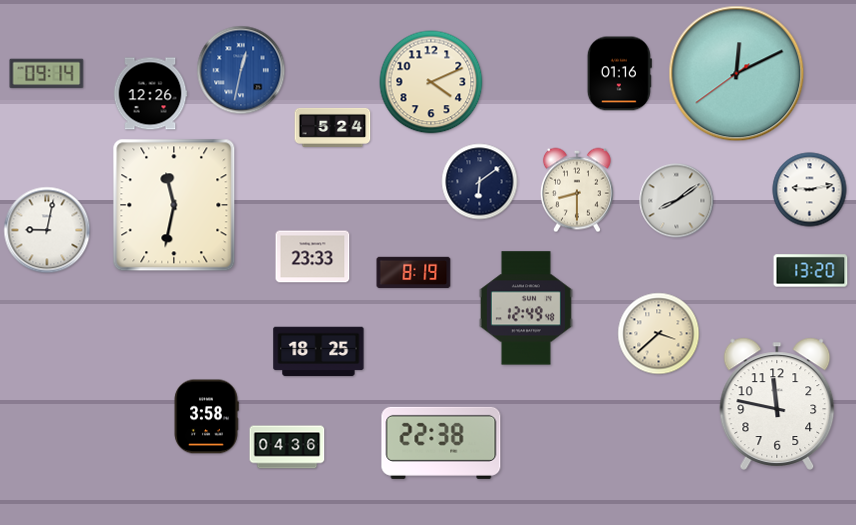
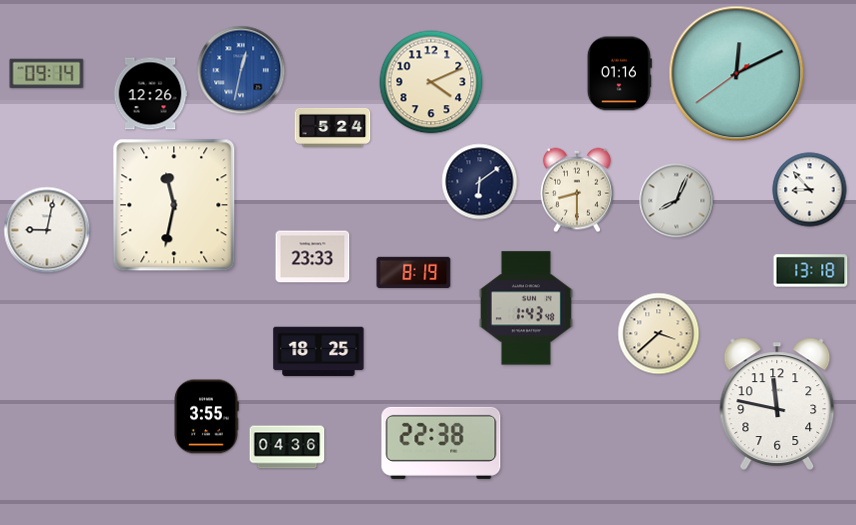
clock at (810, 190): 9:13 -> 8:53
clock at (677, 201): 8:09 -> 8:04
clock at (811, 271): 13:20 -> 13:18
clock at (526, 308): 12:49 -> 1:43
clock at (206, 417): 3:58 -> 3:55
